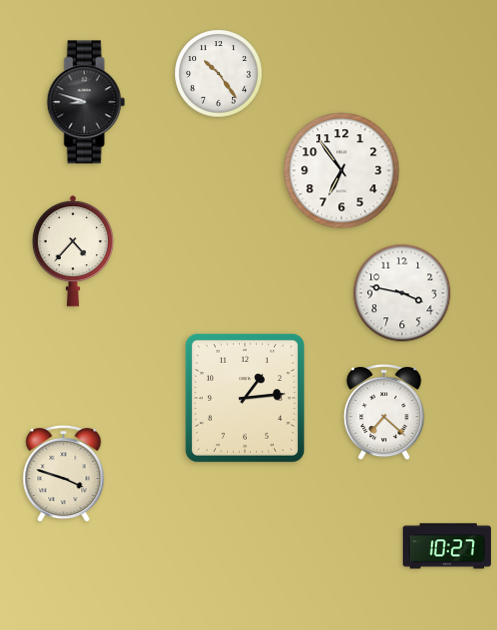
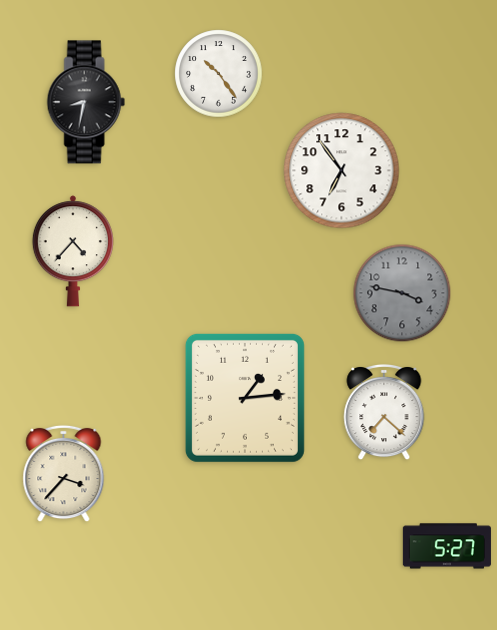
clock at (86, 102): 8:48 -> 8:32
clock at (402, 293) dial: white -> grey
clock at (64, 474): 3:48 -> 3:37
clock at (447, 546): 10:27 -> 5:27
